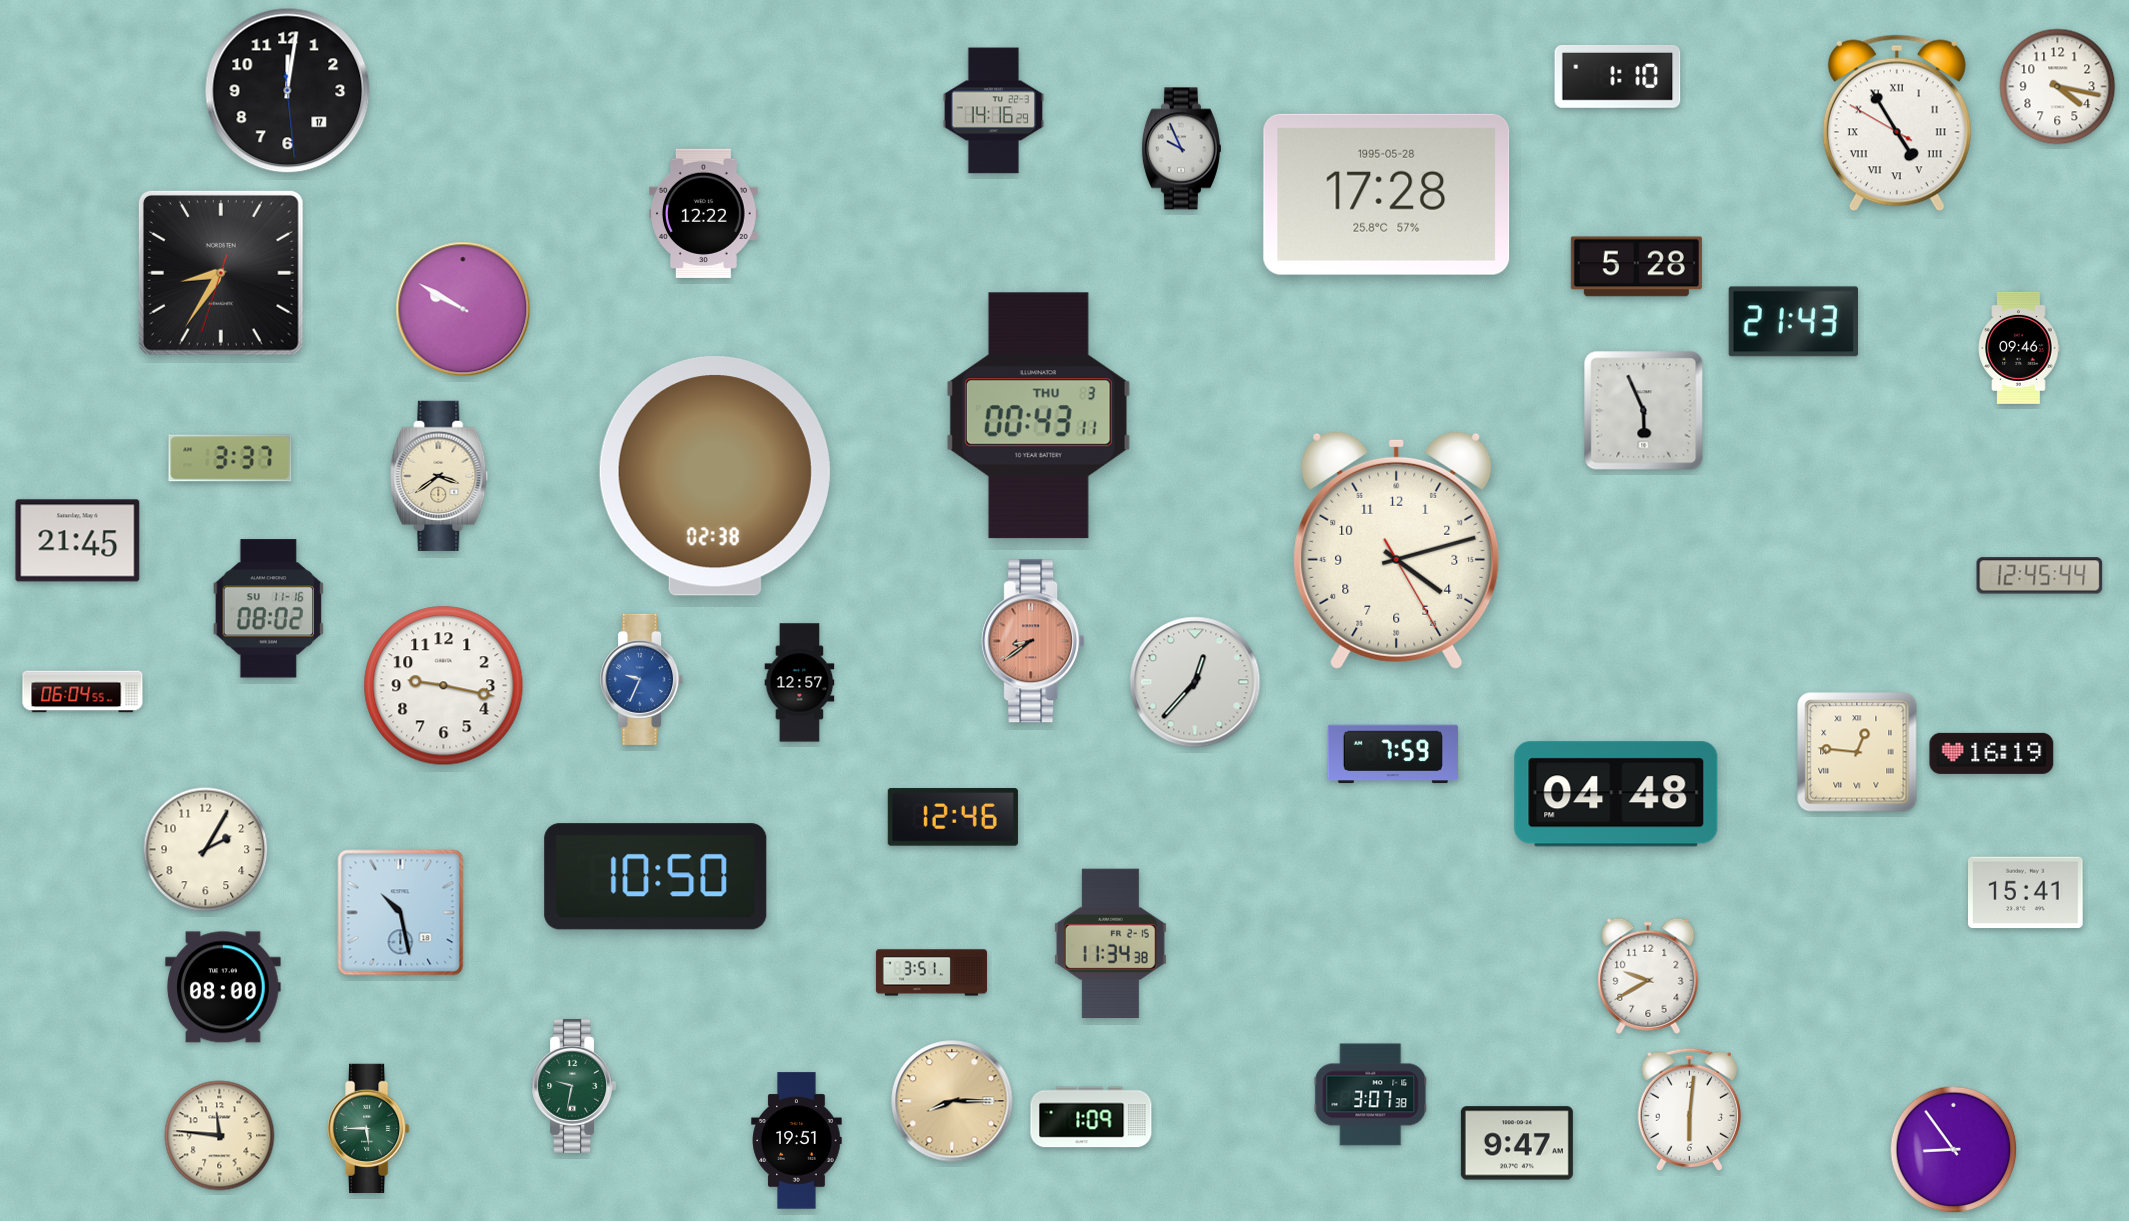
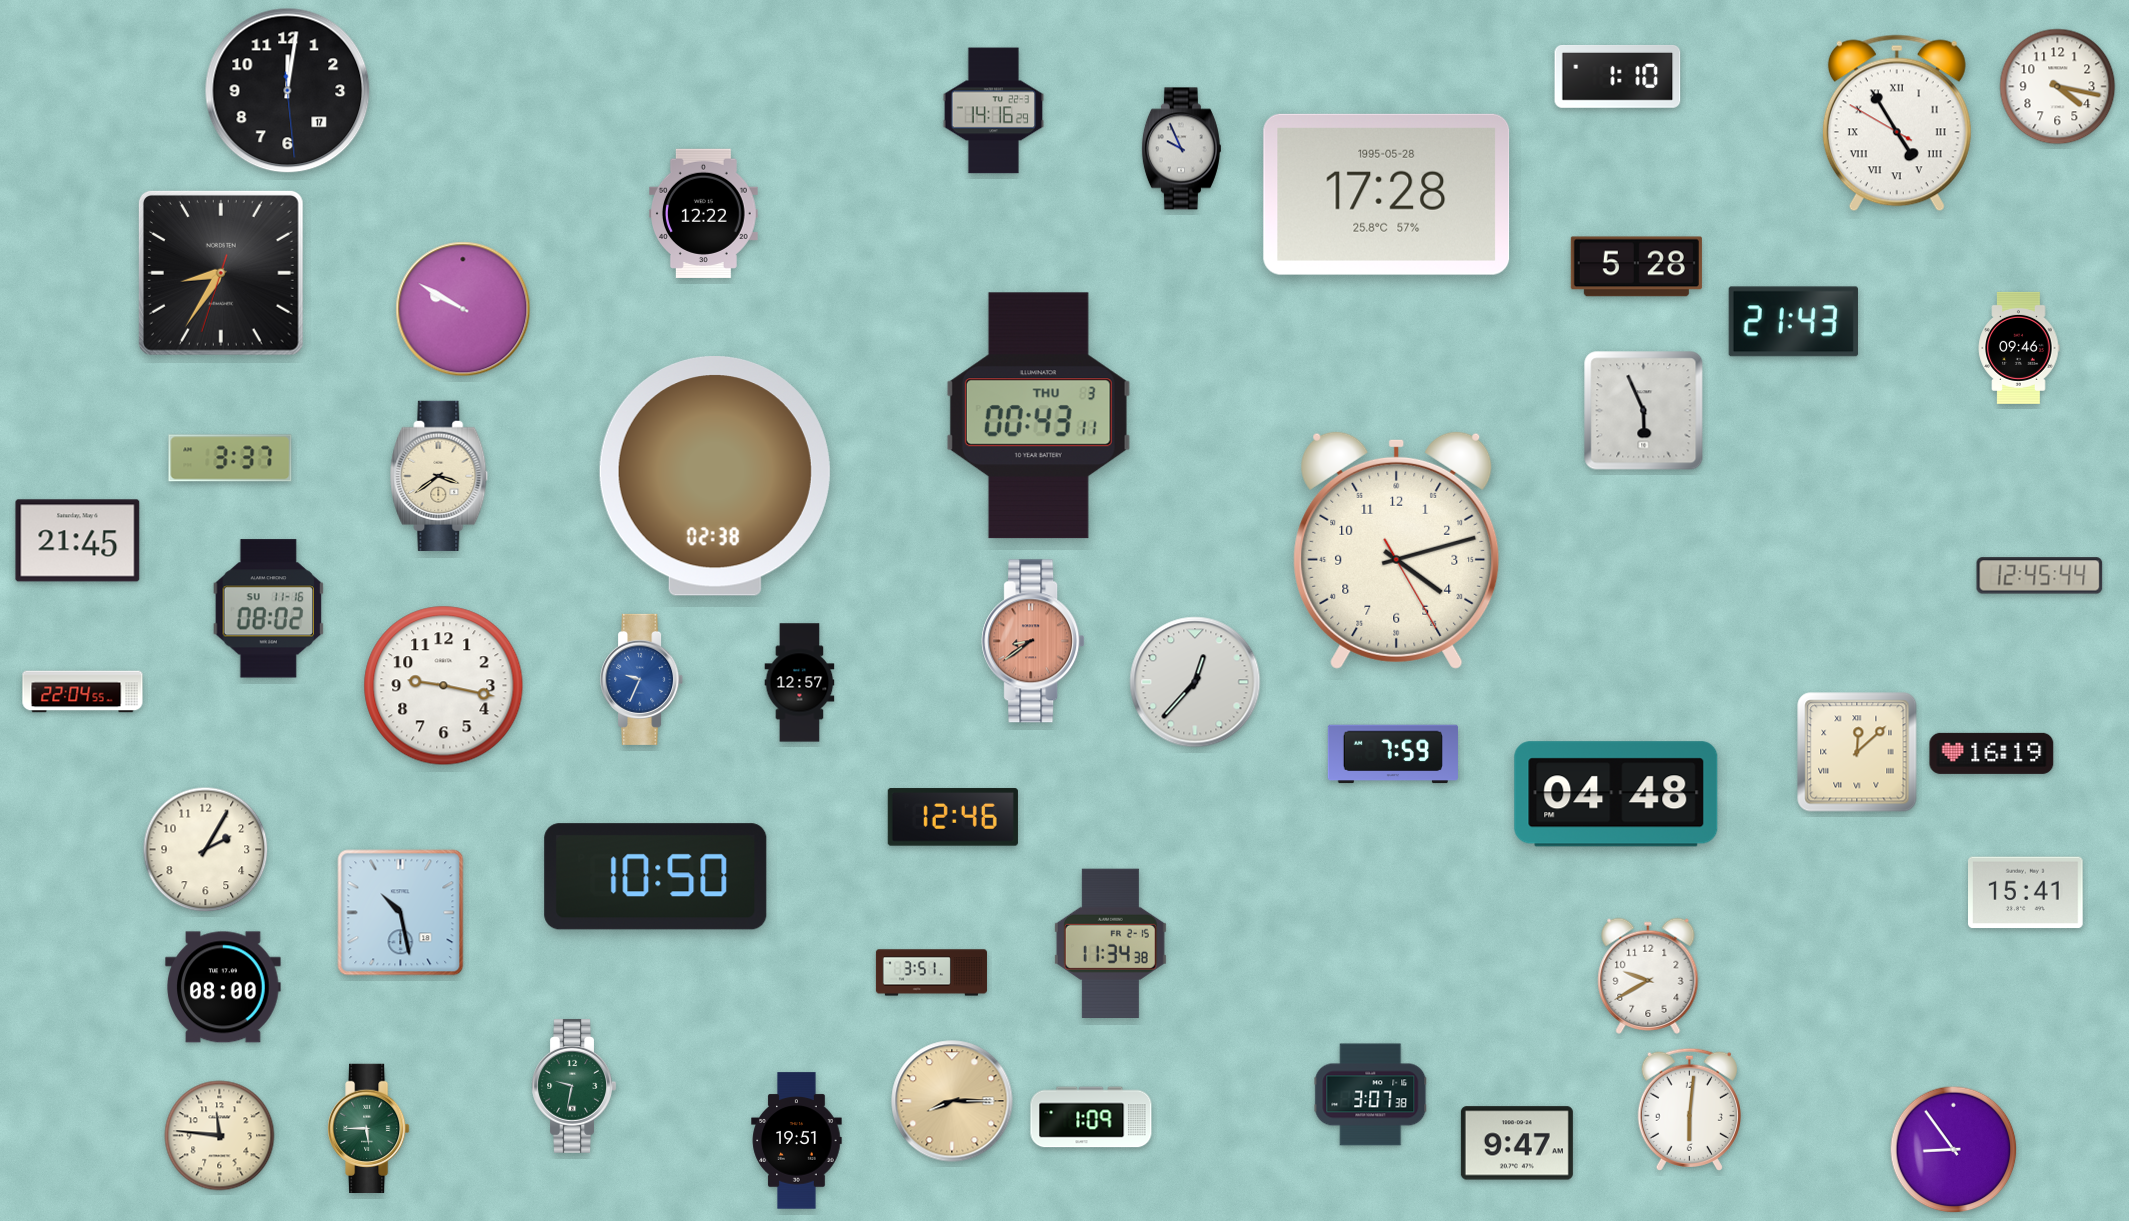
clock at (83, 692): 06:04 -> 22:04
clock at (1857, 752): 12:46 -> 12:08
